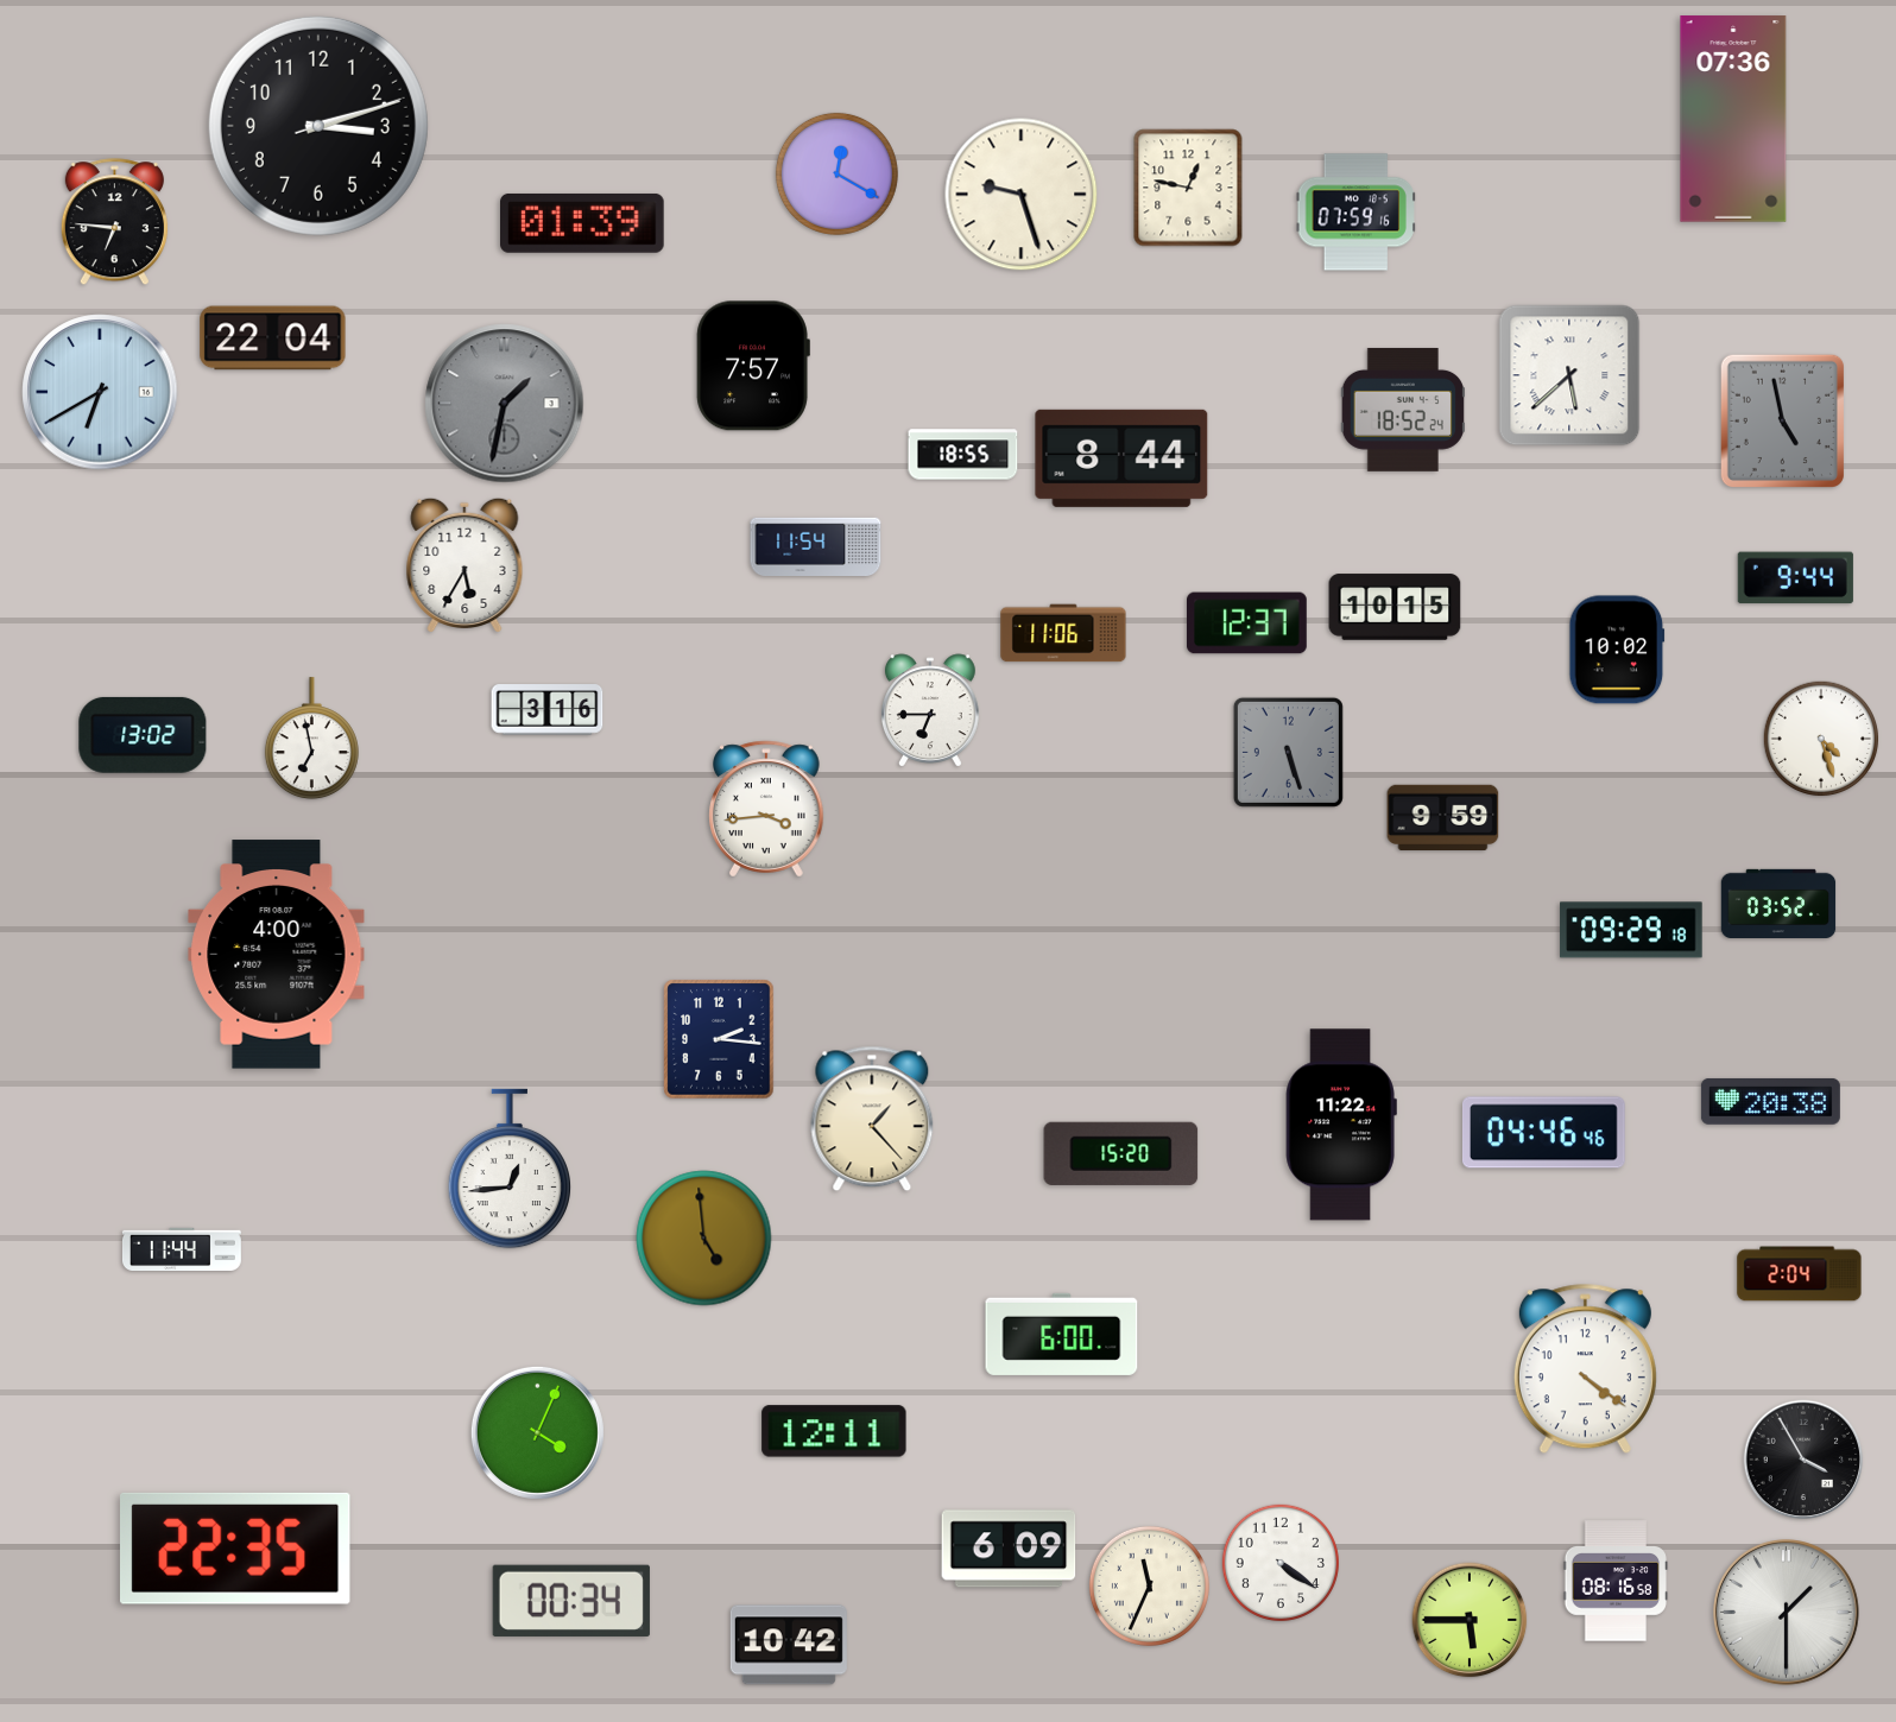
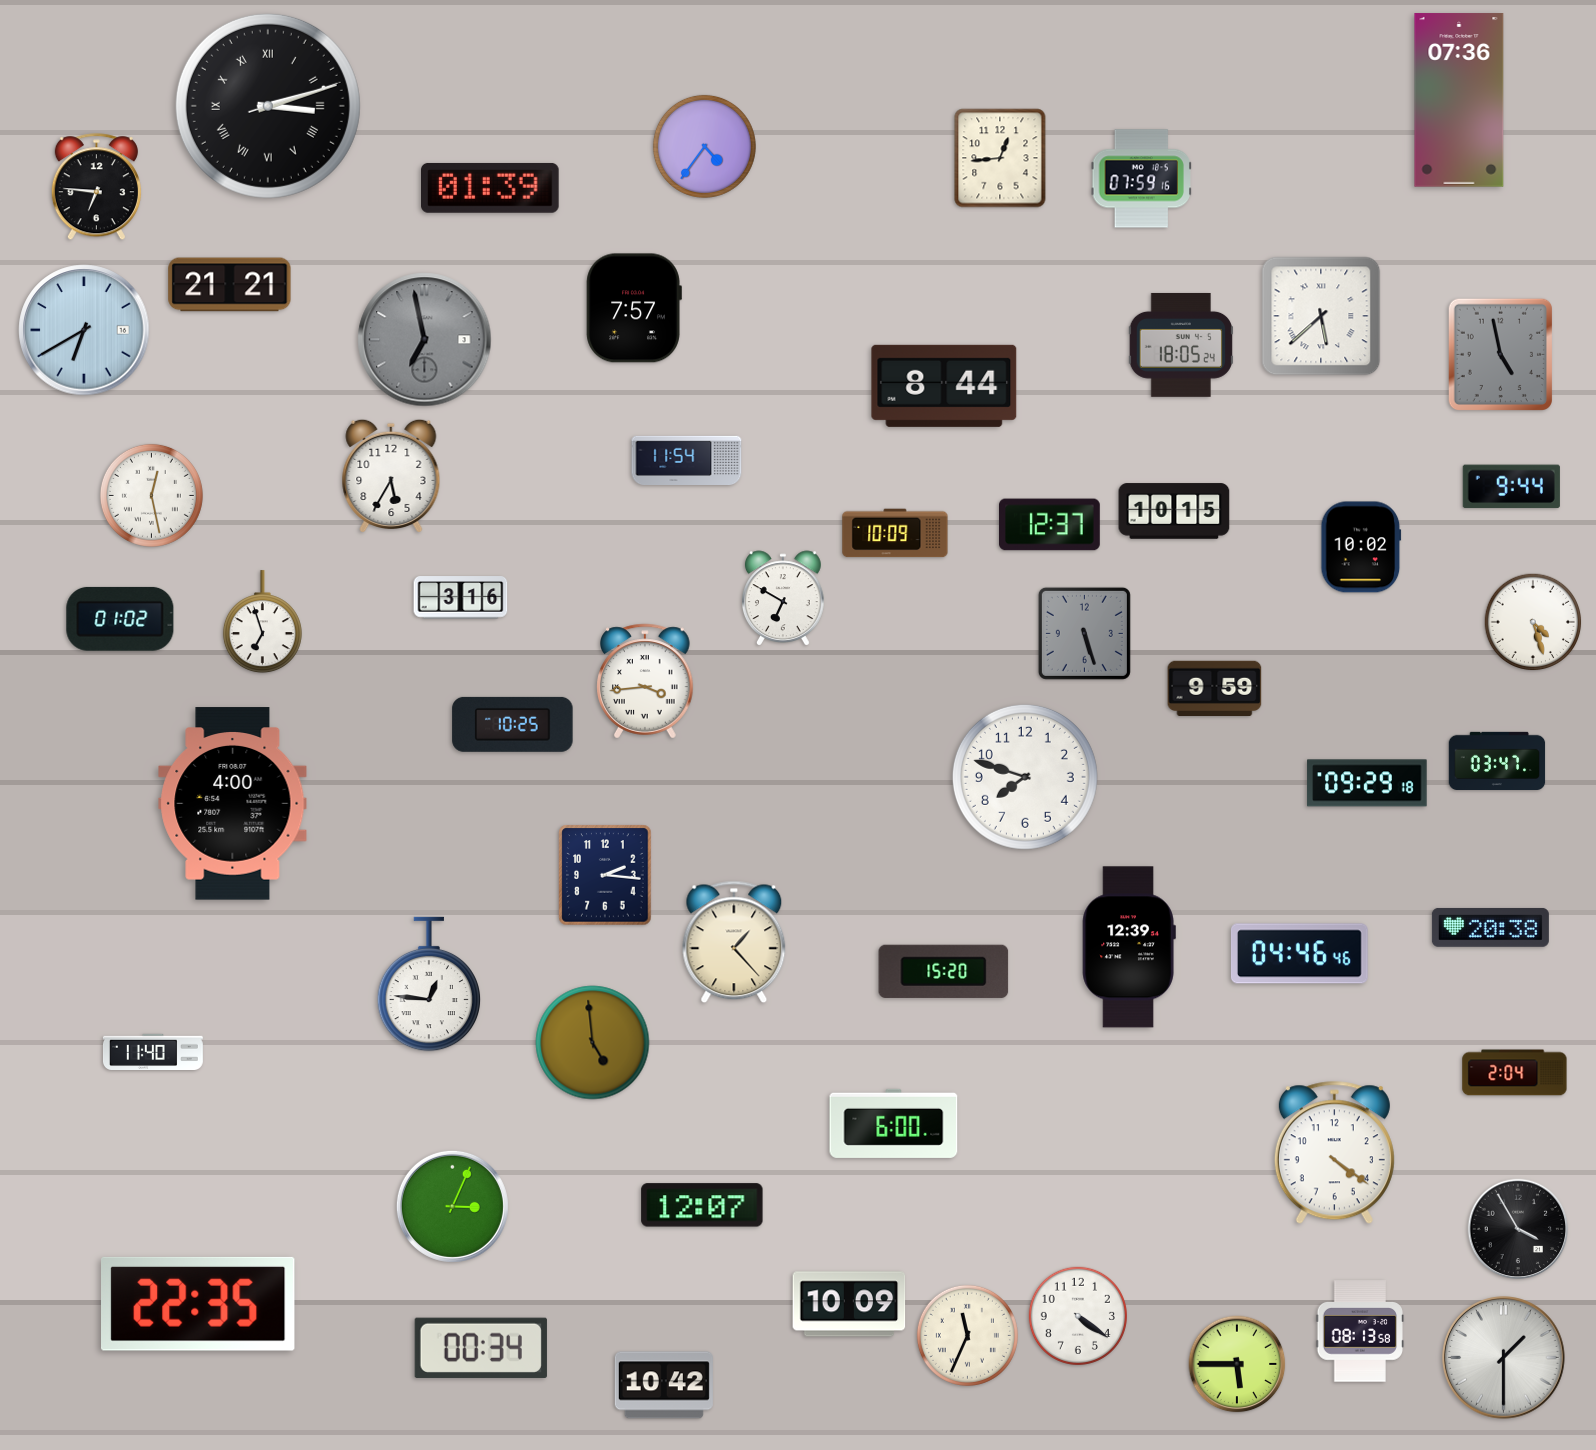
clock at (318, 126) numerals: Arabic -> Roman
clock at (836, 173): 12:20 -> 4:36
clock at (1188, 188): 12:47 -> 12:44
clock at (1022, 195): 9:27 -> none
clock at (273, 338): 22:04 -> 21:21
clock at (505, 404): 1:32 -> 6:58
clock at (1403, 410): 18:52 -> 18:05
clock at (963, 455): 18:55 -> none
clock at (151, 495): none -> 12:28
clock at (1063, 633): 11:06 -> 10:09
clock at (930, 710): 6:45 -> 6:50
clock at (143, 735): 13:02 -> 01:02
clock at (311, 739): 6:58 -> 6:57
clock at (513, 724): none -> 10:25
clock at (1778, 903): 03:52 -> 03:47
clock at (1025, 777): none -> 7:48
clock at (1631, 930) position: (1631, 930) -> (1367, 783)
clock at (1341, 1125): 11:22 -> 12:39
clock at (508, 1169): 12:44 -> 12:46
clock at (182, 1248): 11:44 -> 11:40
clock at (834, 1431): 12:11 -> 12:07
clock at (537, 1432): 4:04 -> 3:04
clock at (1009, 1549): 6:09 -> 10:09
clock at (1616, 1581): 08:16 -> 08:13
